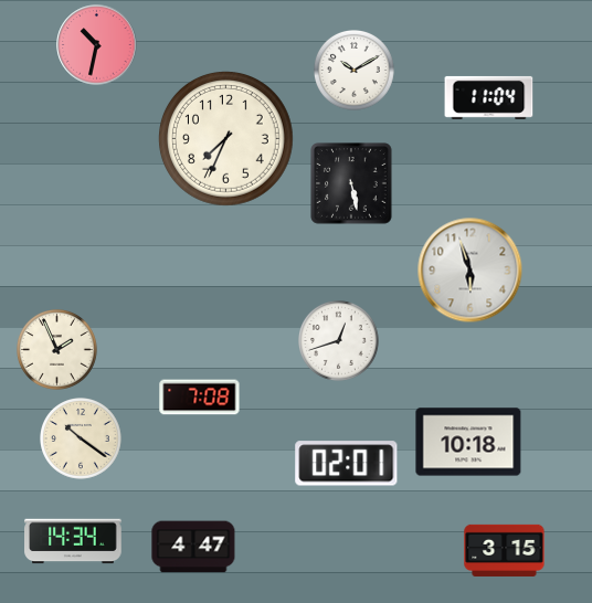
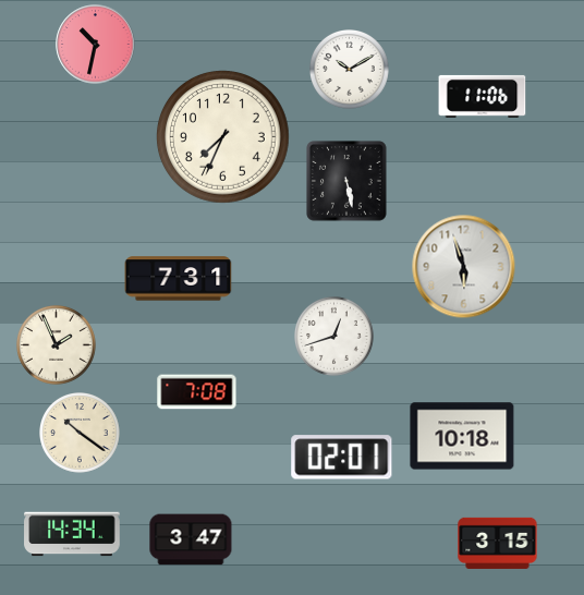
clock at (489, 97): 11:04 -> 11:06
clock at (179, 279): none -> 7:31
clock at (193, 547): 4:47 -> 3:47
